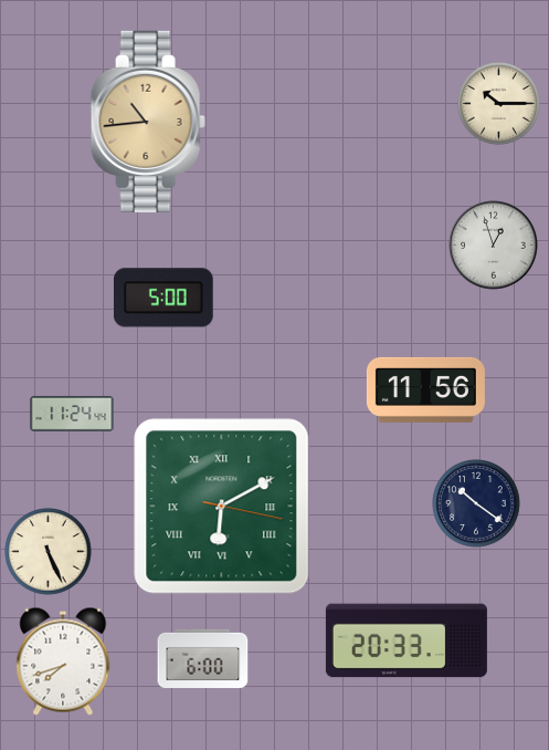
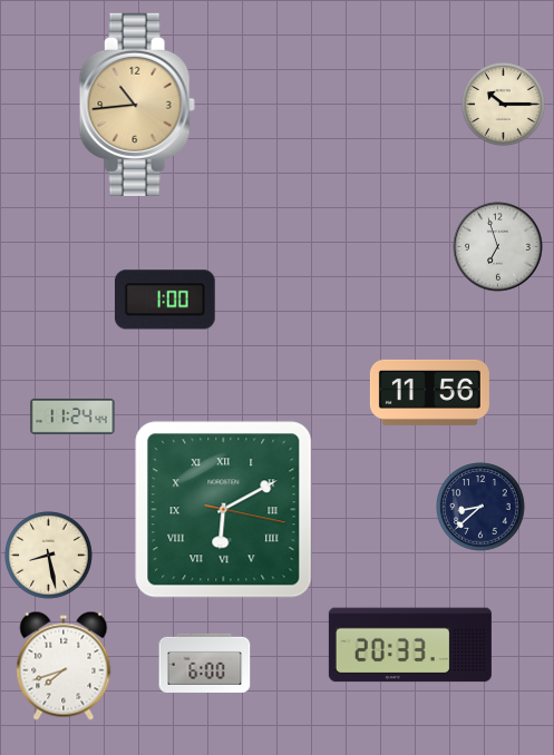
clock at (148, 122) position: (148, 122) -> (137, 105)
clock at (494, 246): 12:57 -> 6:57
clock at (163, 298): 5:00 -> 1:00
clock at (476, 503): 10:21 -> 8:38
clock at (49, 552): 5:26 -> 8:28
